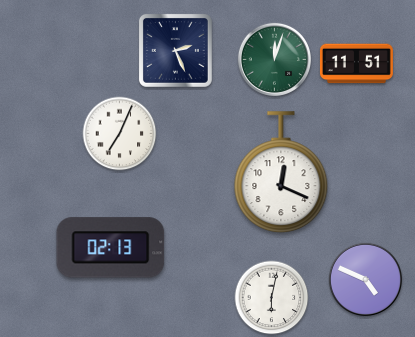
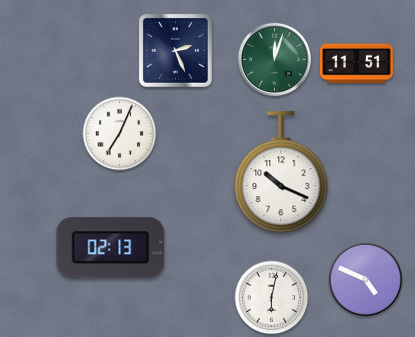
clock at (281, 173): 12:19 -> 10:19
